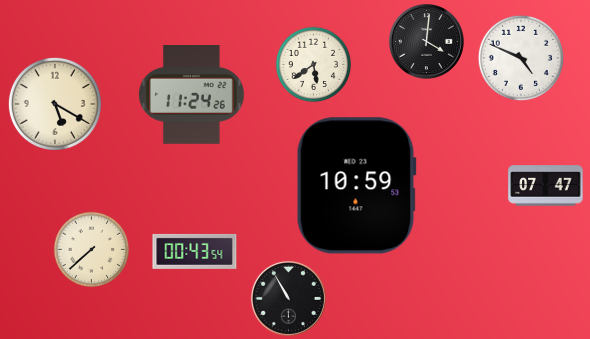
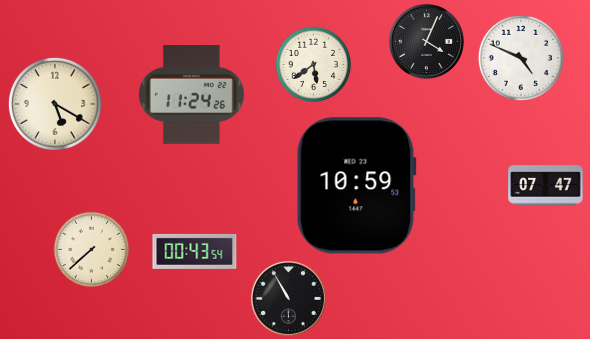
clock at (426, 41): 4:01 -> 4:04
